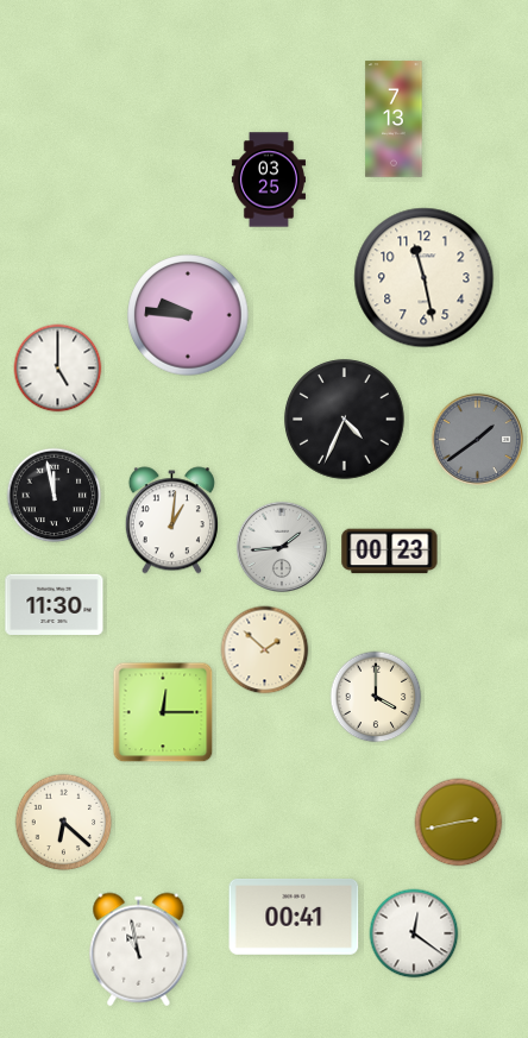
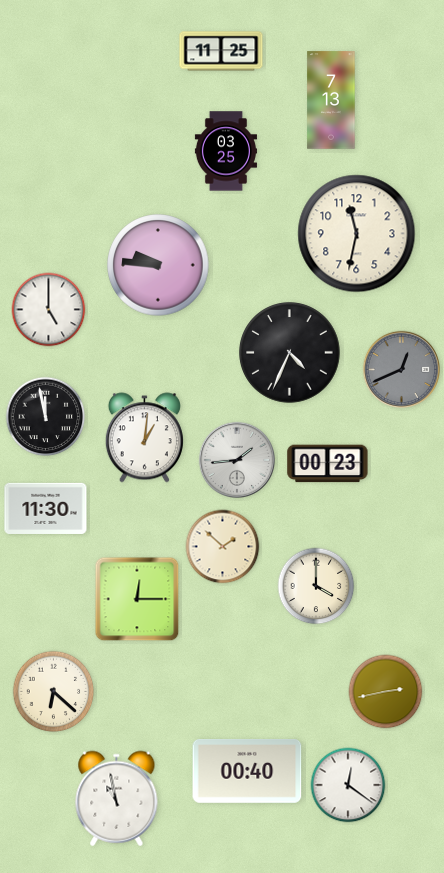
clock at (221, 51): none -> 11:25
clock at (425, 278): 11:28 -> 11:32
clock at (477, 439): 1:39 -> 12:41
clock at (294, 918): 00:41 -> 00:40
